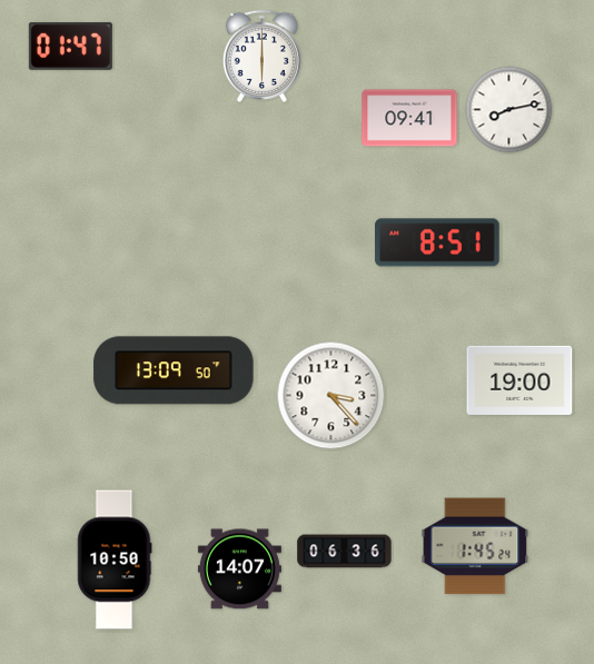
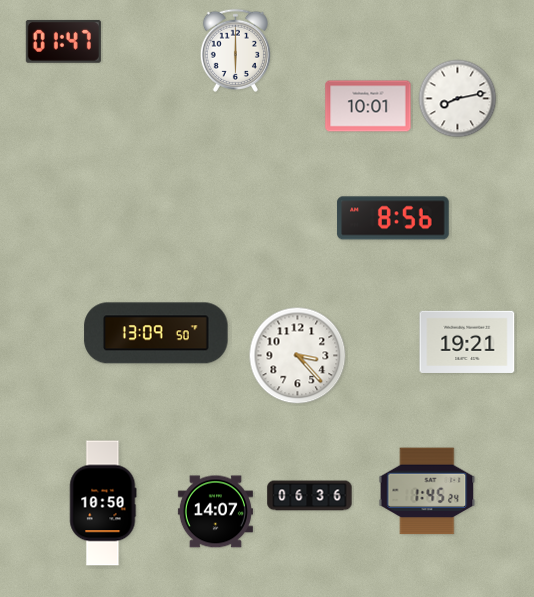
clock at (409, 118): 09:41 -> 10:01
clock at (437, 242): 8:51 -> 8:56
clock at (519, 380): 19:00 -> 19:21
